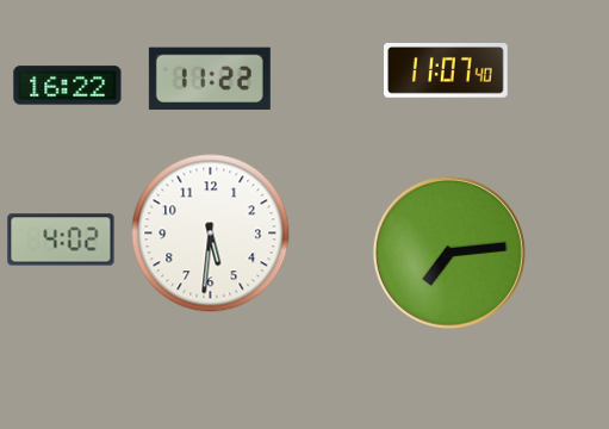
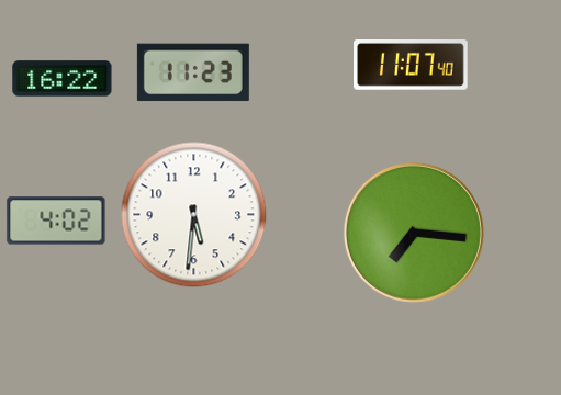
clock at (210, 79): 11:22 -> 11:23
clock at (449, 253): 7:14 -> 7:16
